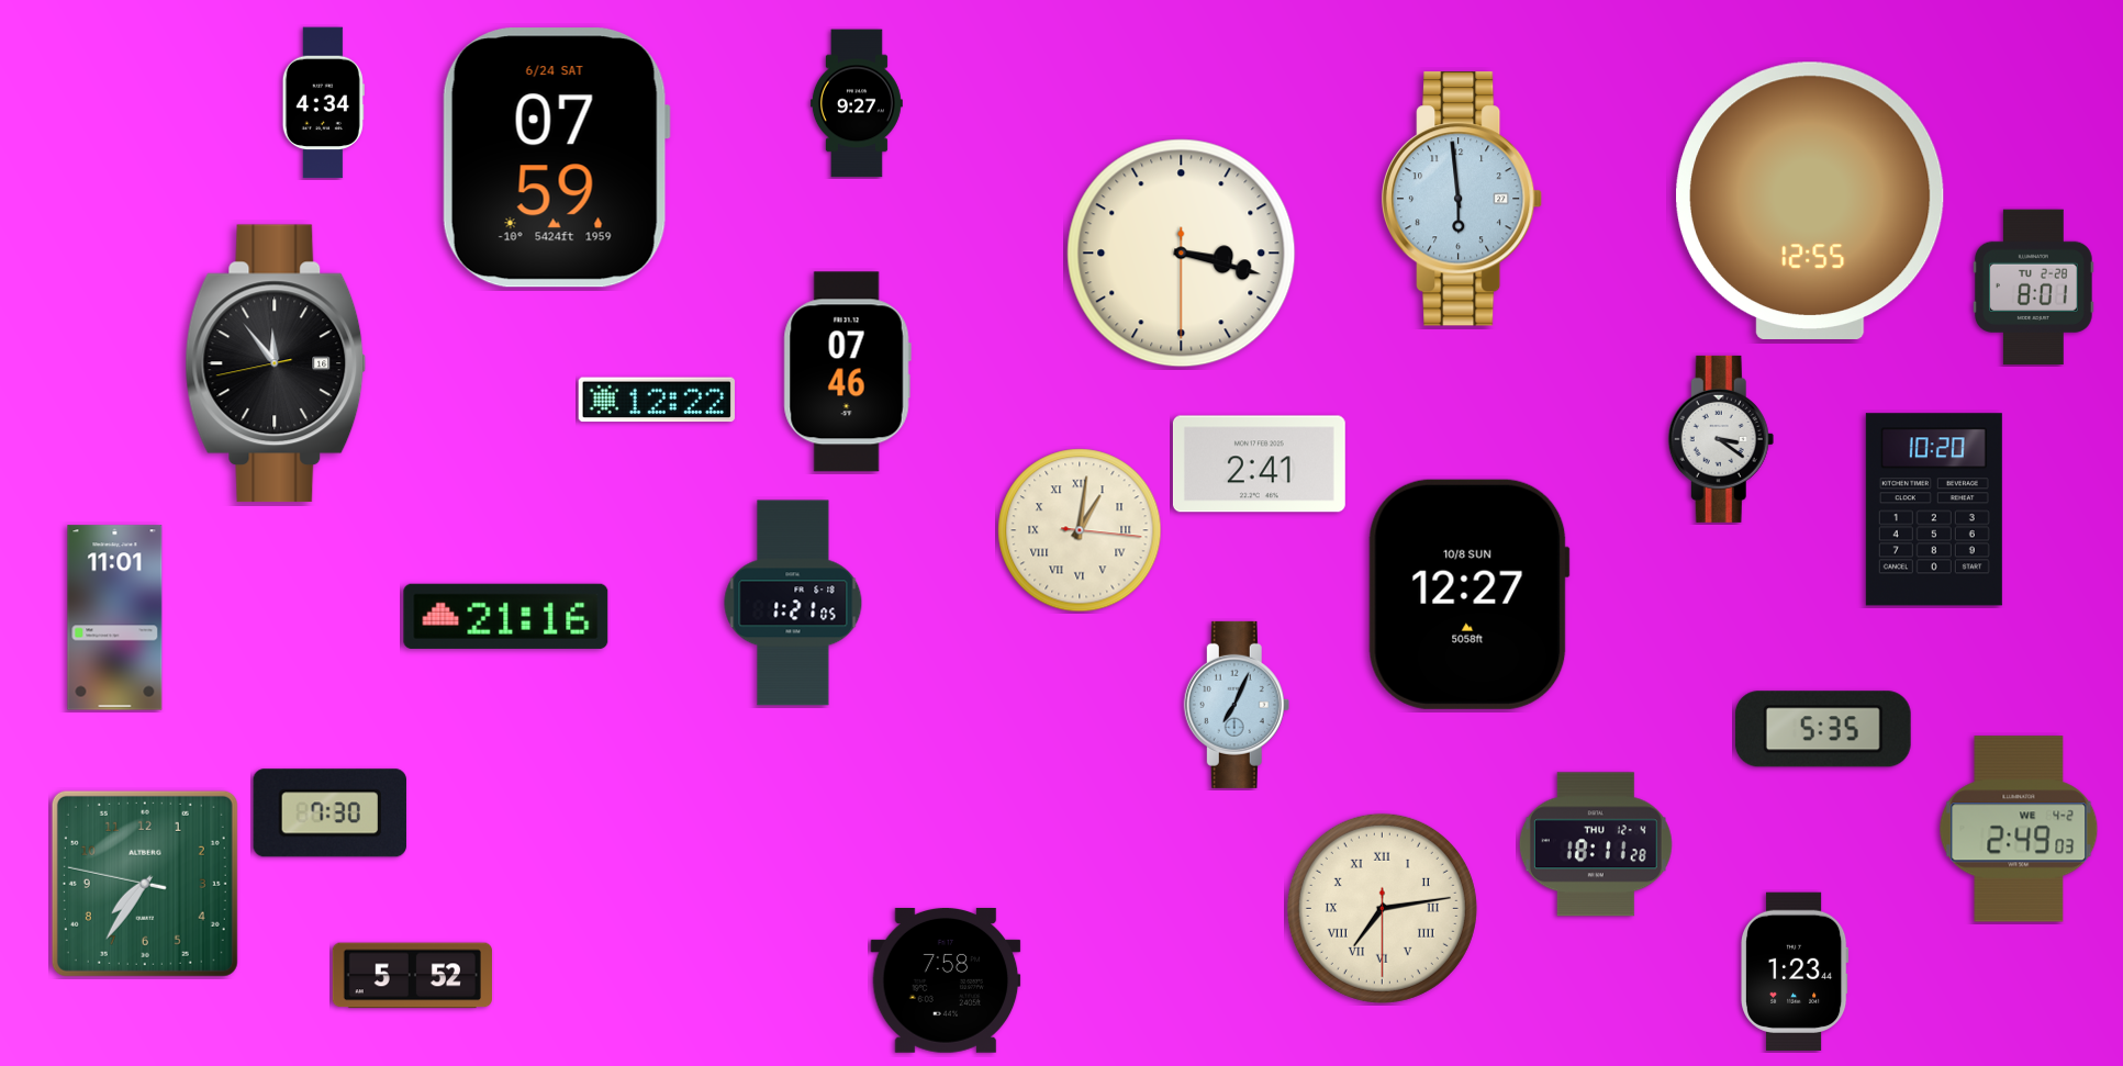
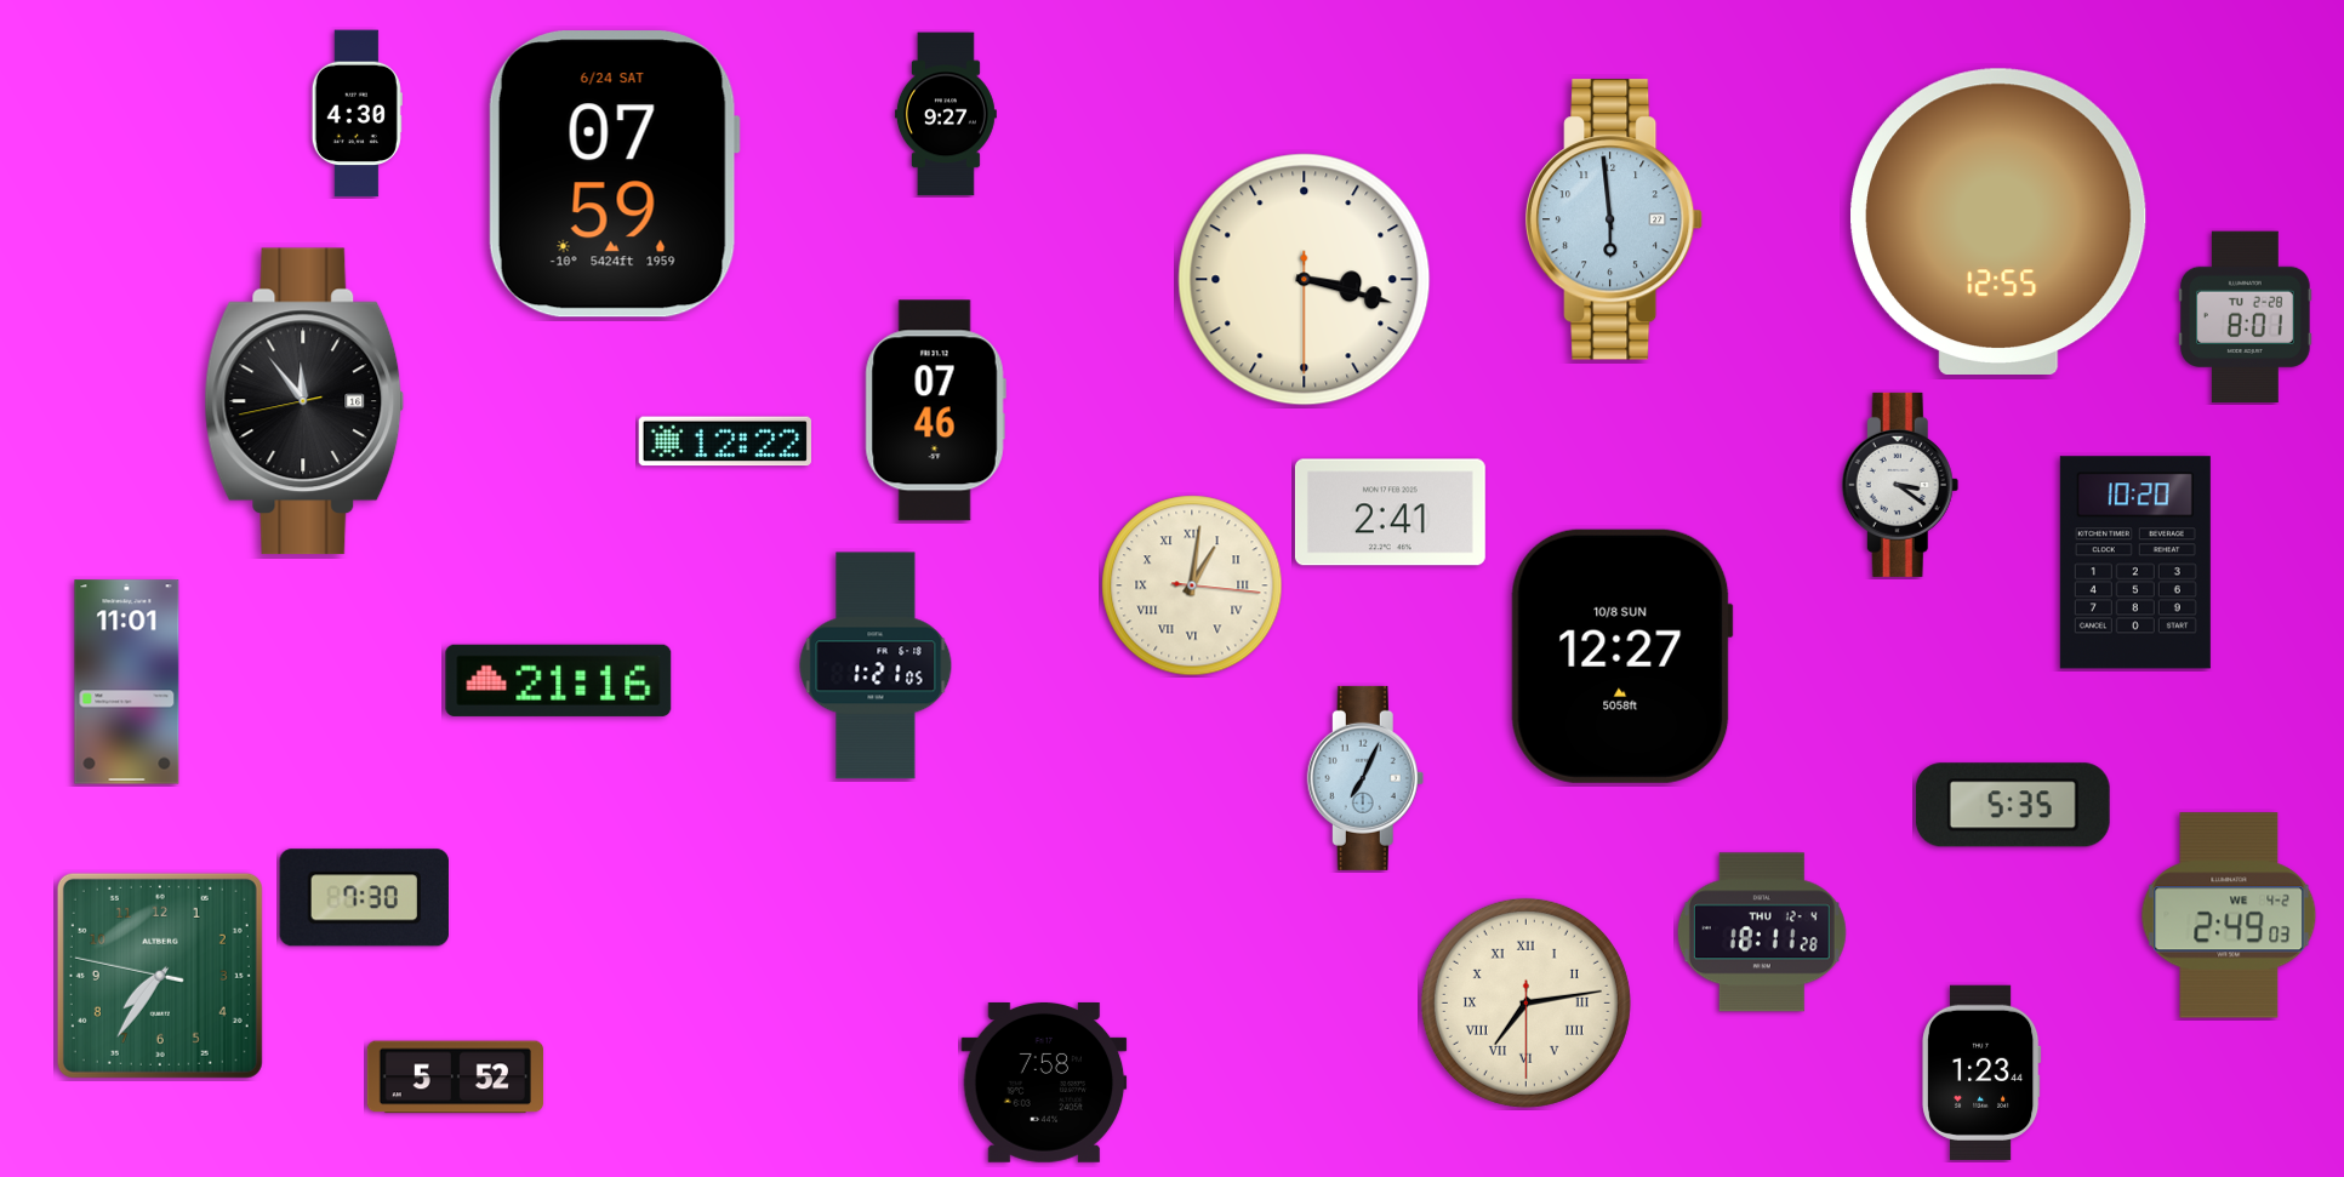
clock at (323, 103): 4:34 -> 4:30
